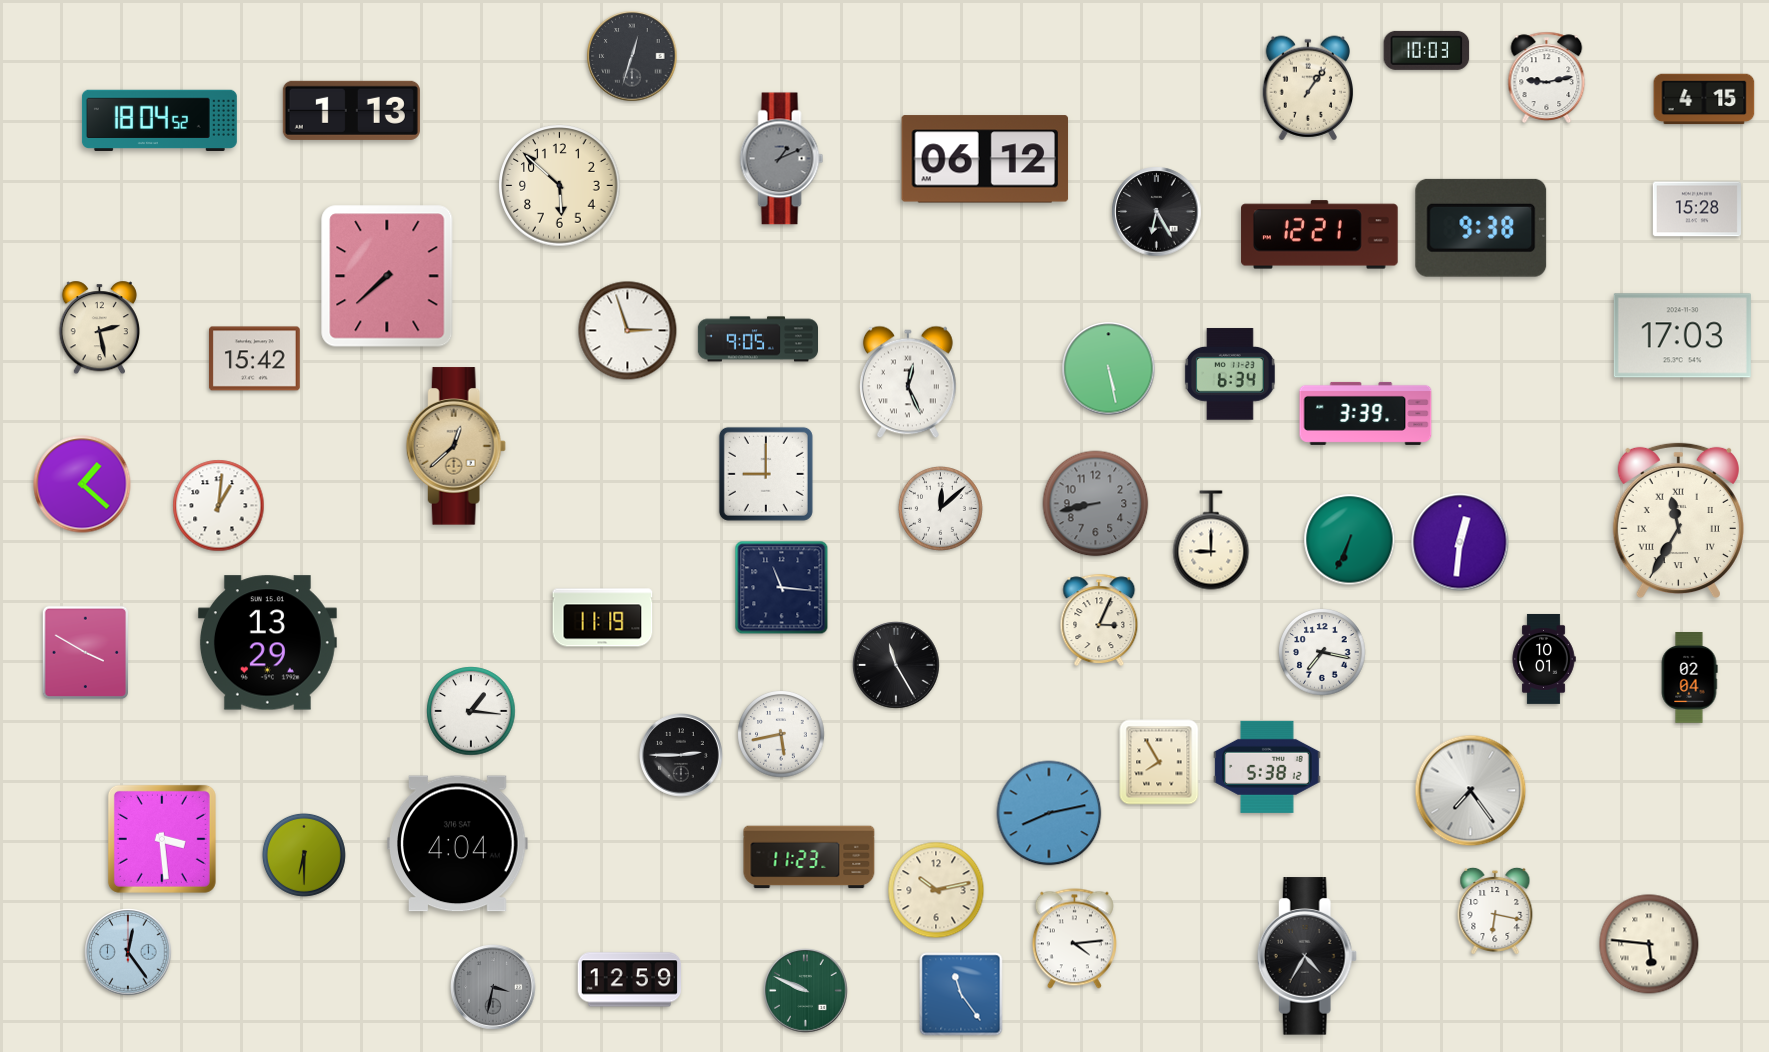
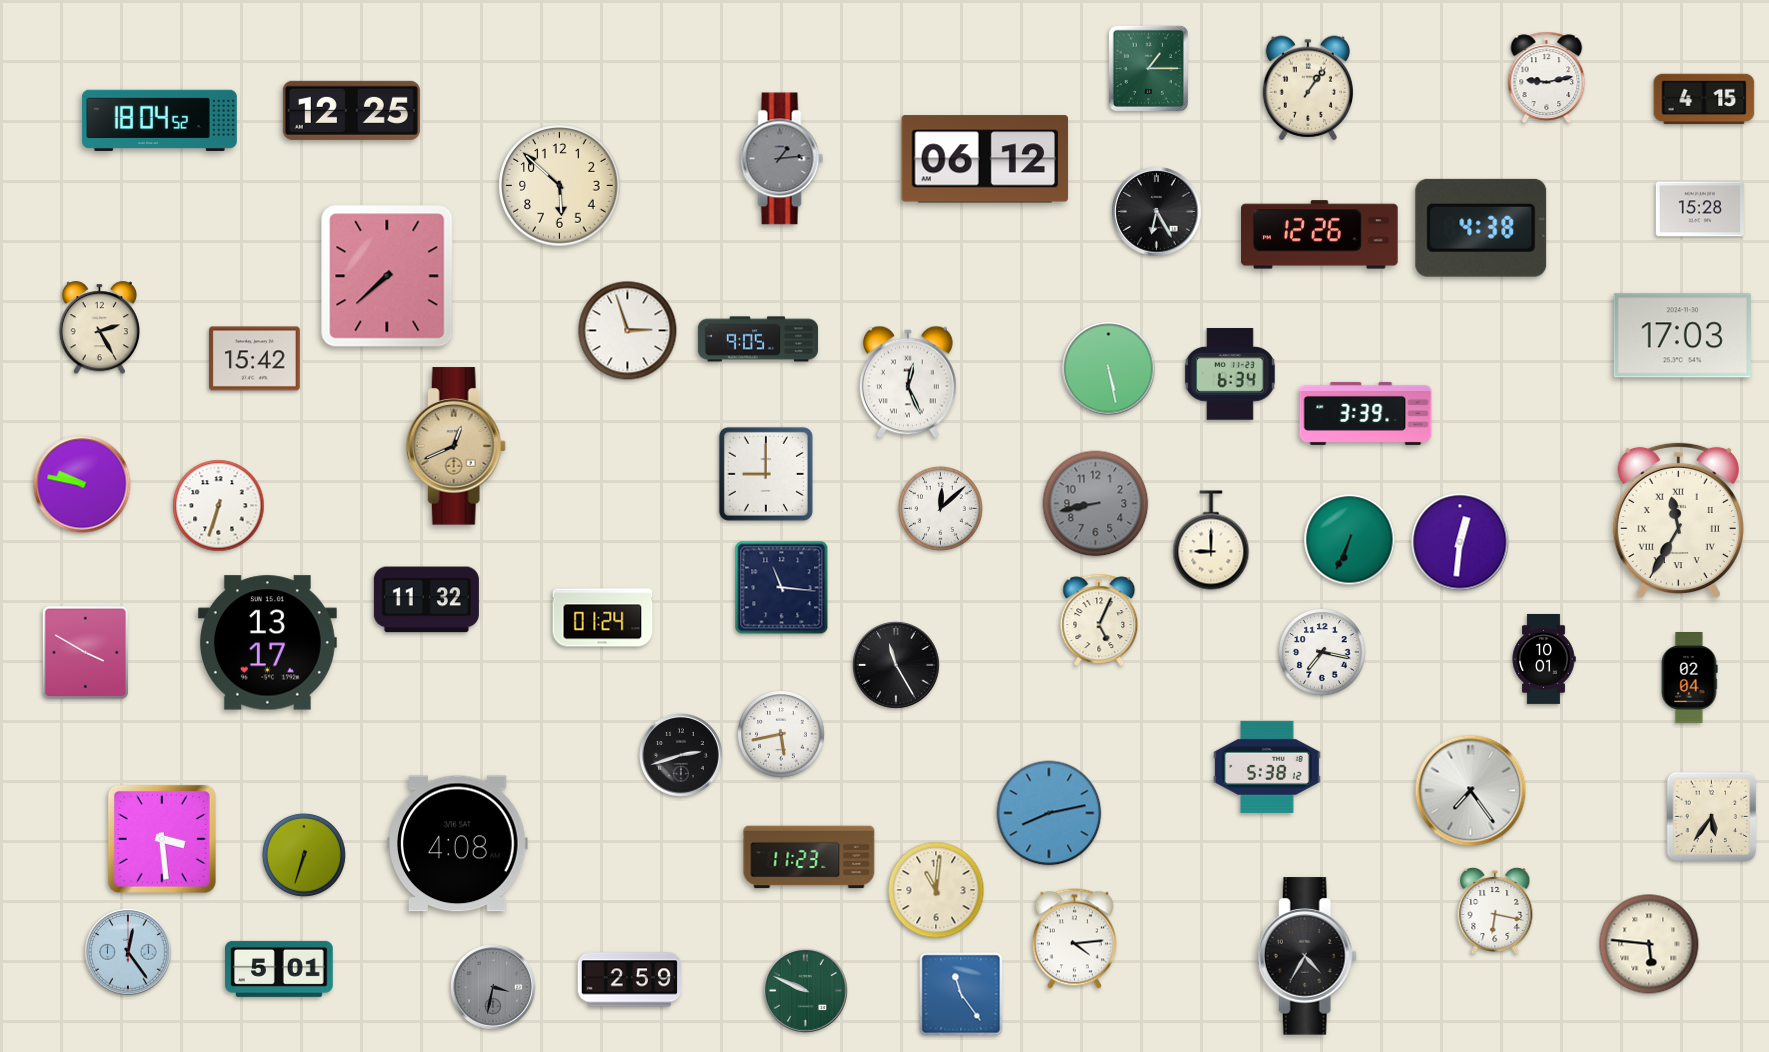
clock at (1427, 50): 10:03 -> none
clock at (632, 56): 12:33 -> none
clock at (1148, 68): none -> 1:15
clock at (351, 110): 1:13 -> 12:25
clock at (782, 159): 1:11 -> 1:14
clock at (1697, 209) position: (1697, 209) -> (1700, 209)
clock at (1481, 228): 9:38 -> 4:38
clock at (1320, 235): 12:21 -> 12:26
clock at (99, 328): 2:28 -> 2:25
clock at (456, 446): 12:38 -> 12:41
clock at (82, 484): 1:22 -> 9:47
clock at (219, 506): 1:01 -> 6:33
clock at (426, 600): none -> 11:32
clock at (603, 618): 11:19 -> 01:24
clock at (1099, 619): 3:04 -> 5:04
clock at (267, 643): 13:29 -> 13:17
clock at (471, 711): 1:16 -> none
clock at (682, 756): 2:45 -> 2:42
clock at (1159, 762): 7:55 -> none
clock at (1712, 817): none -> 5:36
clock at (458, 844): 4:04 -> 4:08
clock at (304, 855): 6:30 -> 6:33
clock at (936, 890): 10:13 -> 11:01
clock at (279, 969): none -> 5:01
clock at (629, 980): 12:59 -> 2:59
